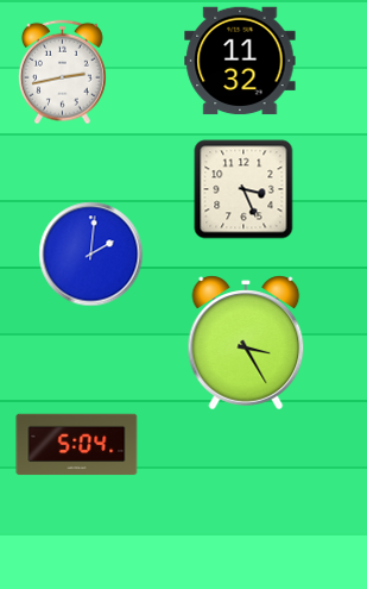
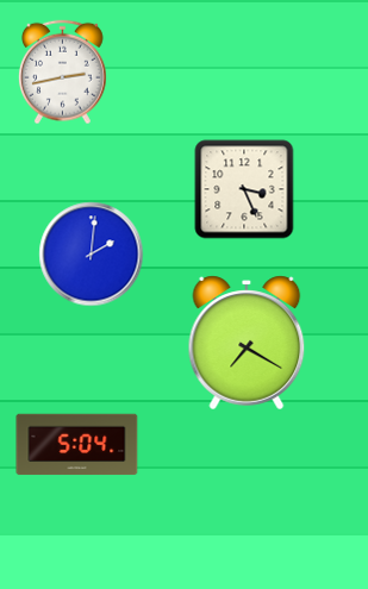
clock at (240, 61): 11:32 -> none
clock at (246, 343): 3:25 -> 7:20
